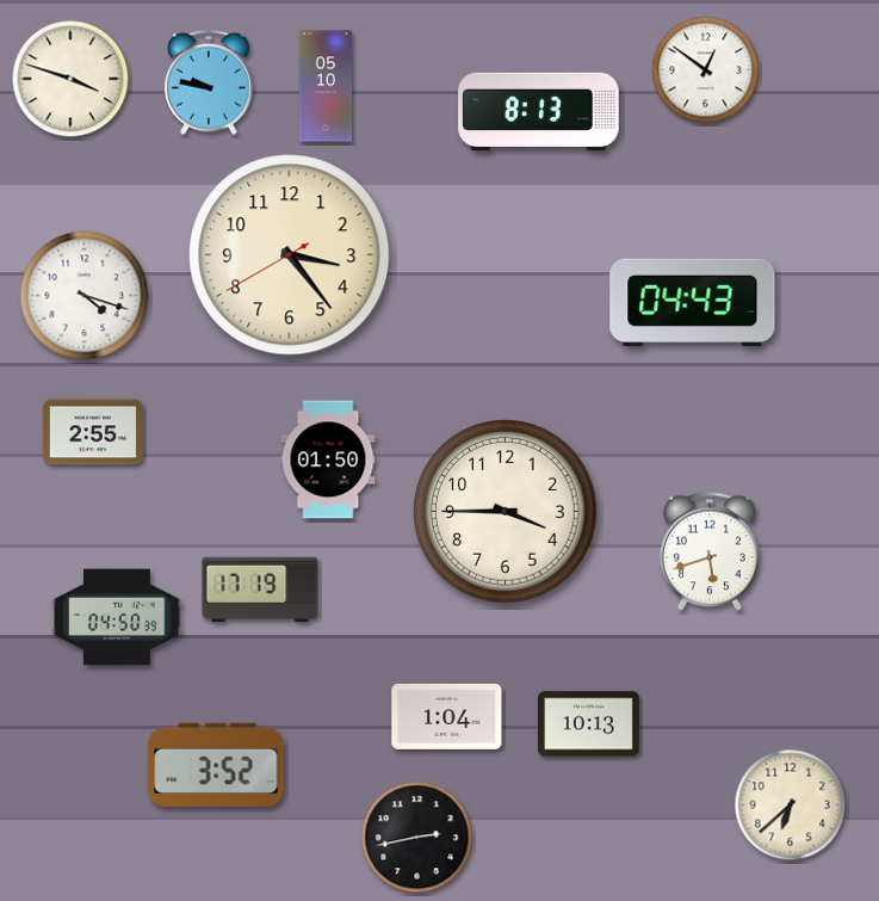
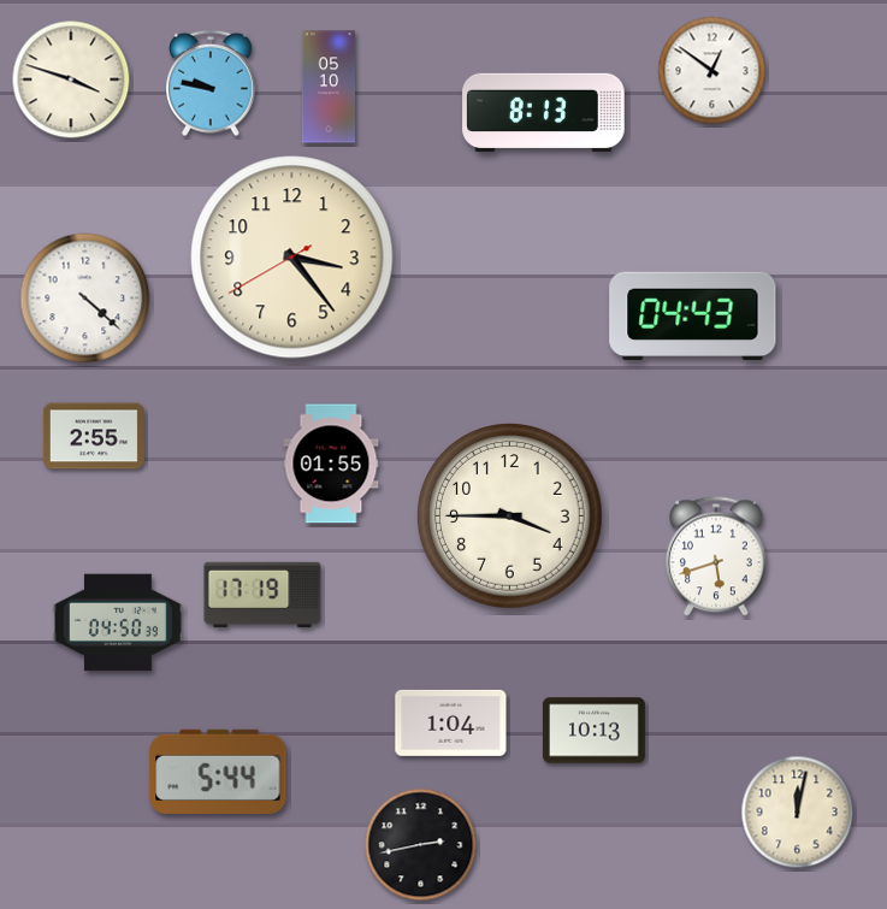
clock at (85, 296): 4:18 -> 4:22
clock at (693, 303) position: (693, 303) -> (693, 317)
clock at (328, 459): 01:50 -> 01:55
clock at (216, 765): 3:52 -> 5:44
clock at (791, 806): 6:38 -> 12:02
